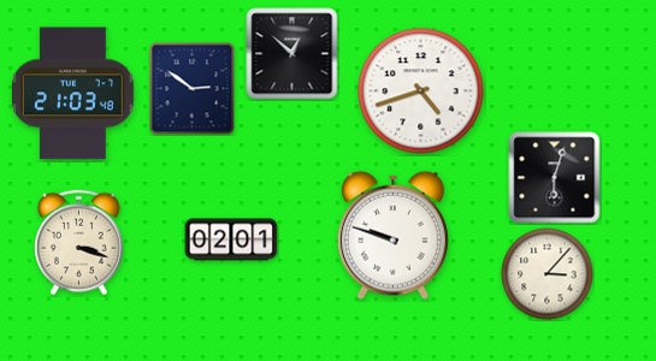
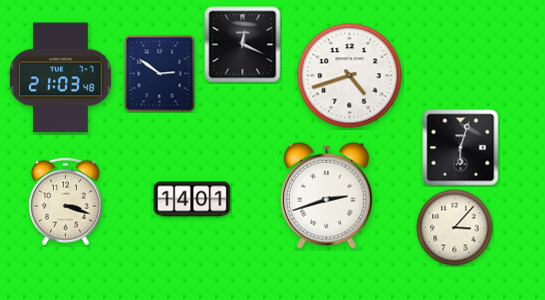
clock at (292, 54): 12:52 -> 12:19
clock at (392, 235): 9:48 -> 2:42
clock at (231, 239): 02:01 -> 14:01
